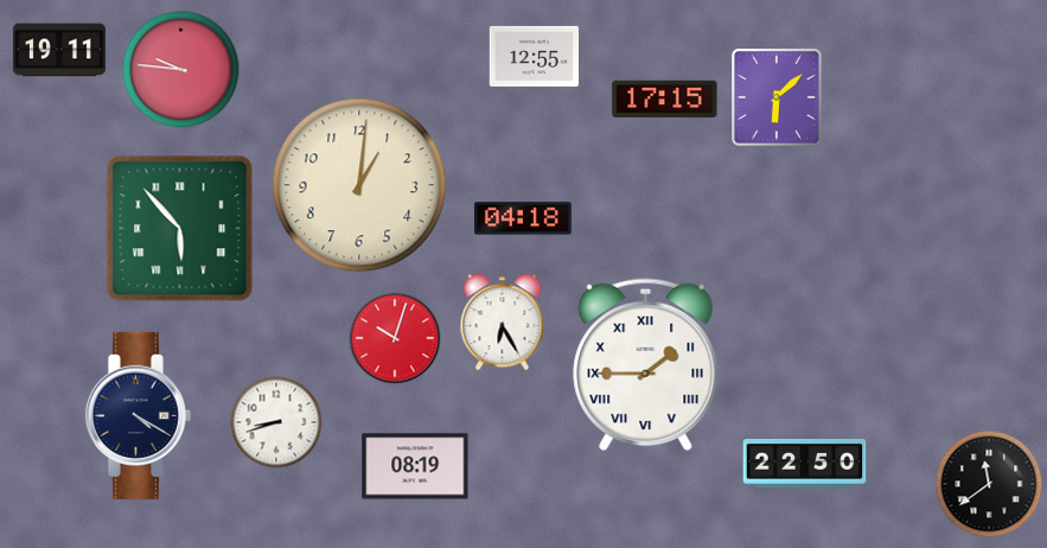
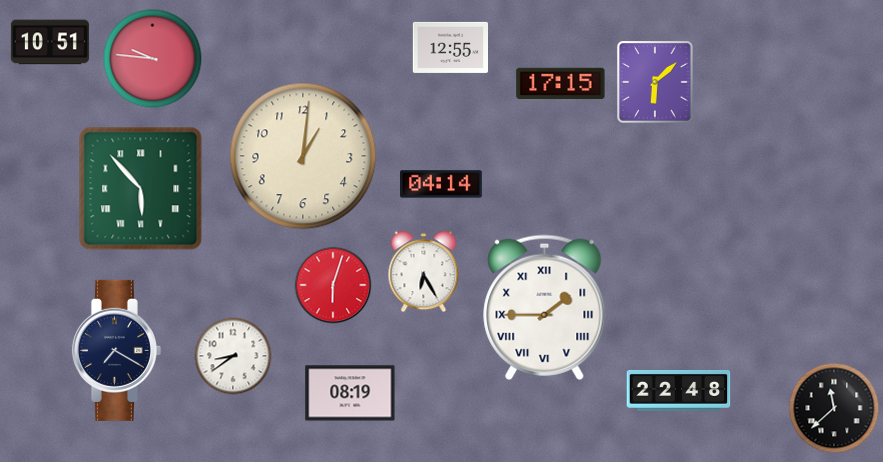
clock at (59, 50): 19:11 -> 10:51
clock at (524, 218): 04:18 -> 04:14
clock at (180, 229) position: (180, 229) -> (141, 189)
clock at (395, 338): 10:03 -> 6:03
clock at (138, 415): 4:20 -> 7:20
clock at (276, 422): 8:42 -> 8:39
clock at (805, 464): 22:50 -> 22:48
clock at (989, 484): 11:39 -> 11:38
